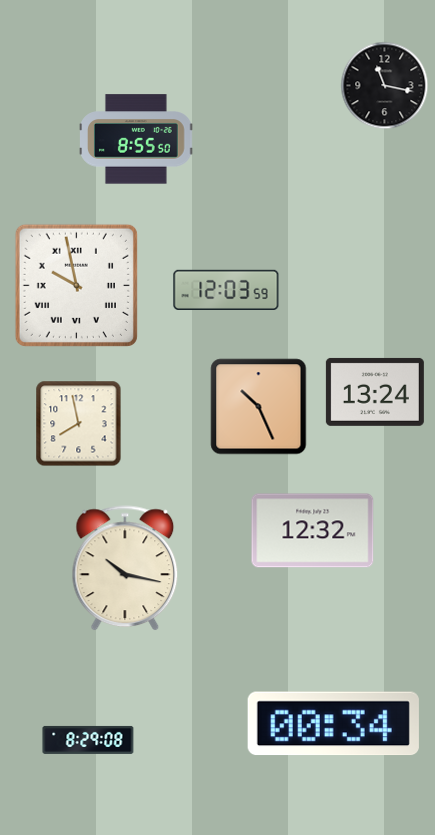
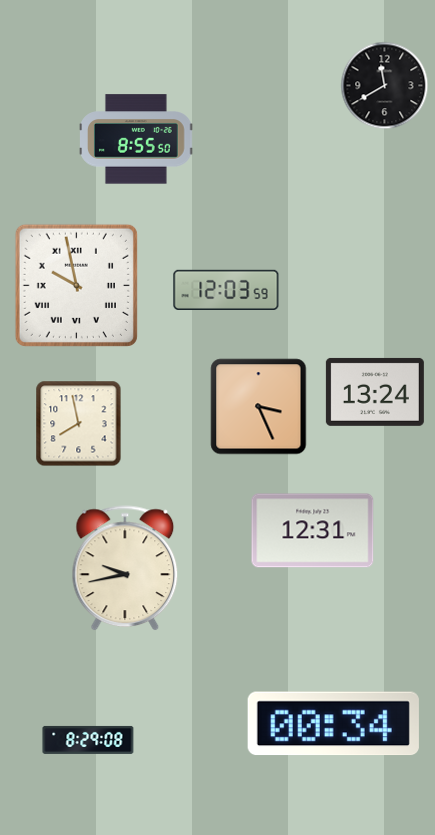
clock at (385, 86): 11:17 -> 11:40
clock at (259, 407): 10:26 -> 3:26
clock at (313, 531): 12:32 -> 12:31
clock at (125, 569): 10:17 -> 9:43
